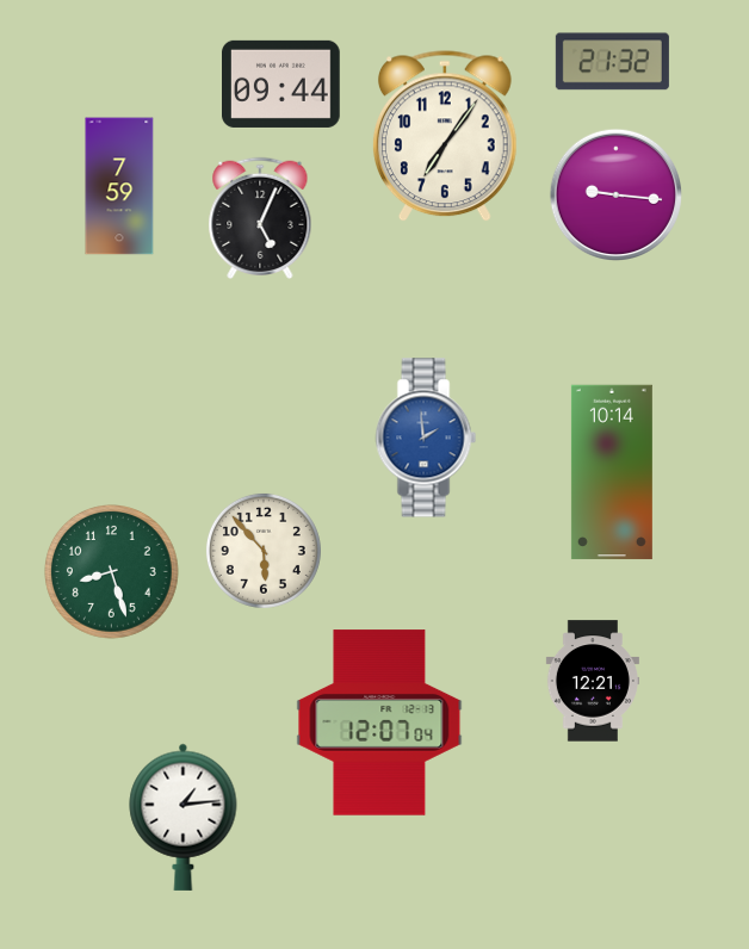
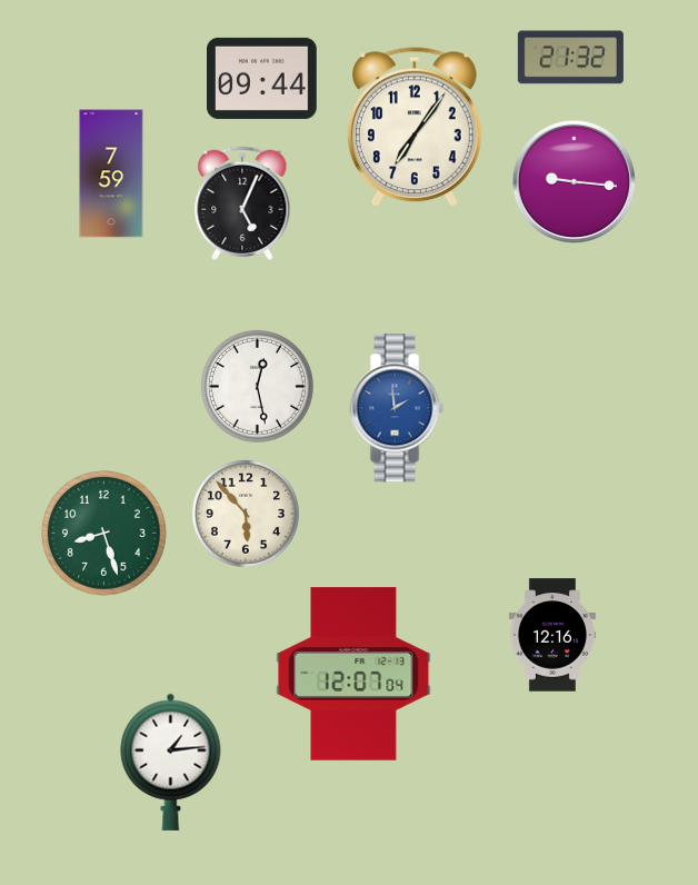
clock at (257, 386): none -> 12:28
clock at (612, 472): 10:14 -> none
clock at (592, 681): 12:21 -> 12:16
